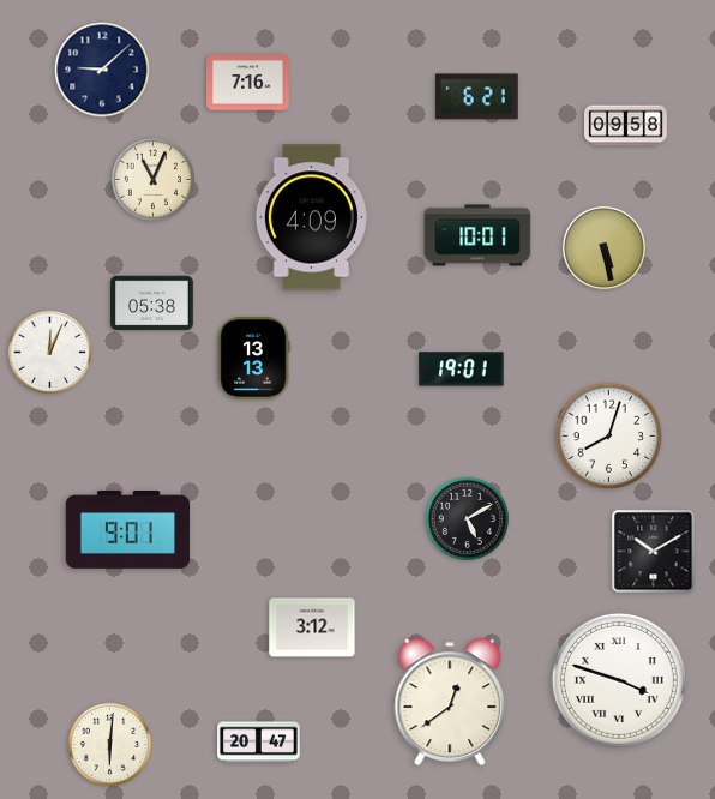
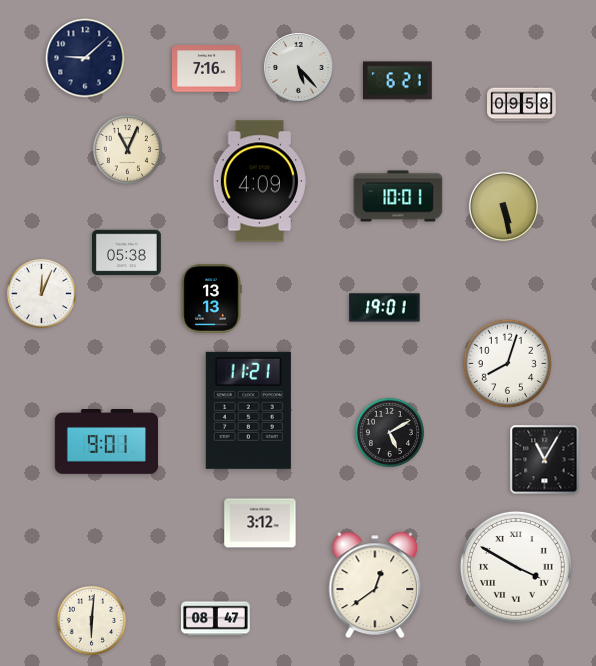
clock at (299, 68): none -> 5:23
clock at (248, 410): none -> 11:21
clock at (654, 552): 10:10 -> 11:05
clock at (619, 680): 3:48 -> 3:50
clock at (259, 743): 20:47 -> 08:47
